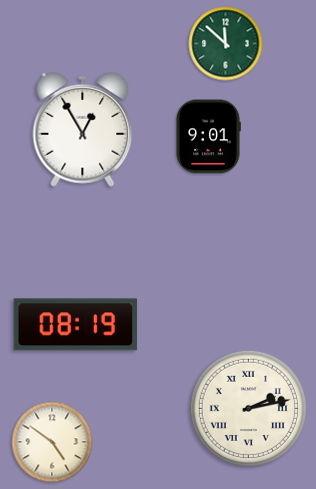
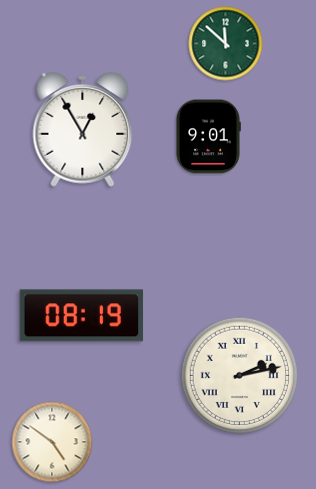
clock at (76, 325) position: (76, 325) -> (82, 316)
clock at (248, 408) position: (248, 408) -> (239, 375)
